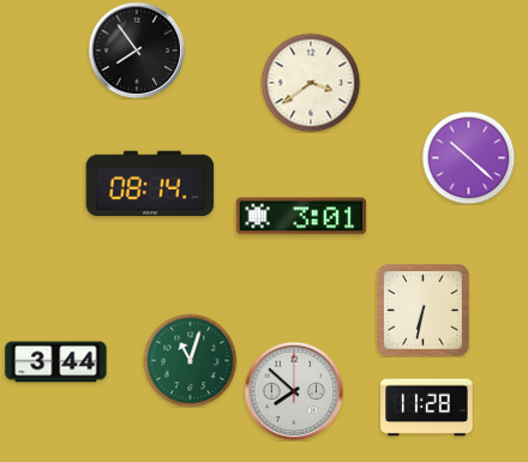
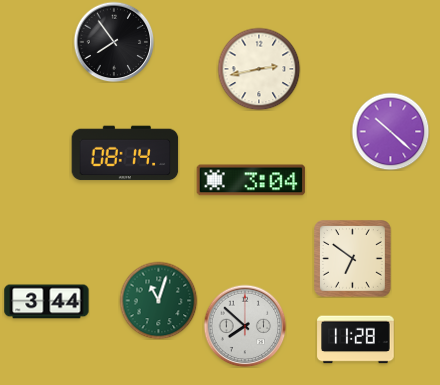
clock at (311, 83): 3:39 -> 2:43
clock at (301, 216): 3:01 -> 3:04
clock at (424, 311): 6:32 -> 6:51
